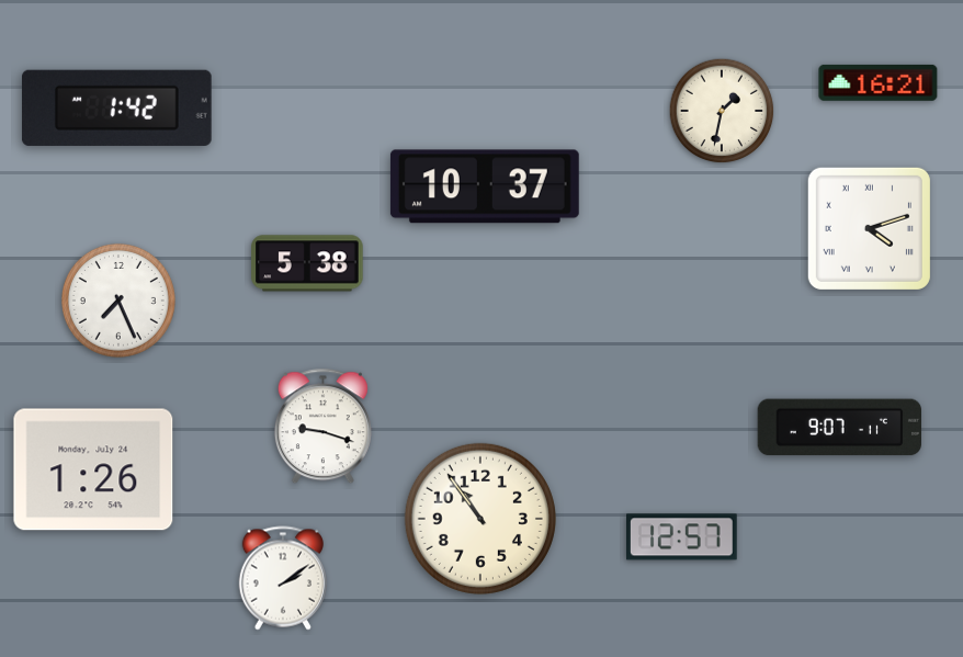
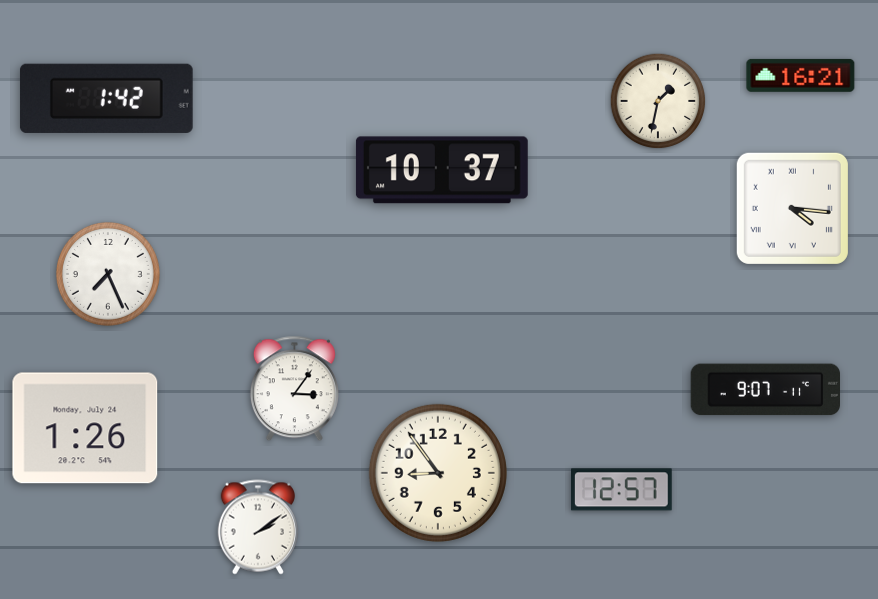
clock at (869, 228): 4:12 -> 4:16
clock at (307, 263): 5:38 -> none
clock at (322, 427): 9:18 -> 3:06
clock at (480, 519): 10:54 -> 8:54
